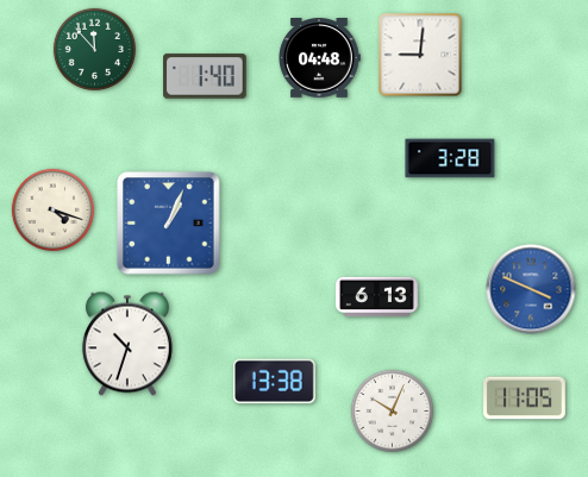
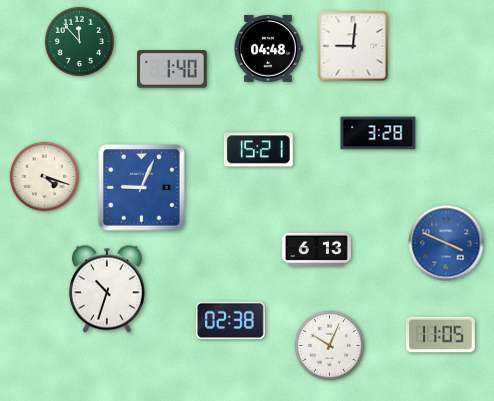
clock at (205, 76) position: (205, 76) -> (172, 69)
clock at (258, 150): none -> 15:21
clock at (169, 224): 1:04 -> 9:04
clock at (274, 382): 13:38 -> 02:38
